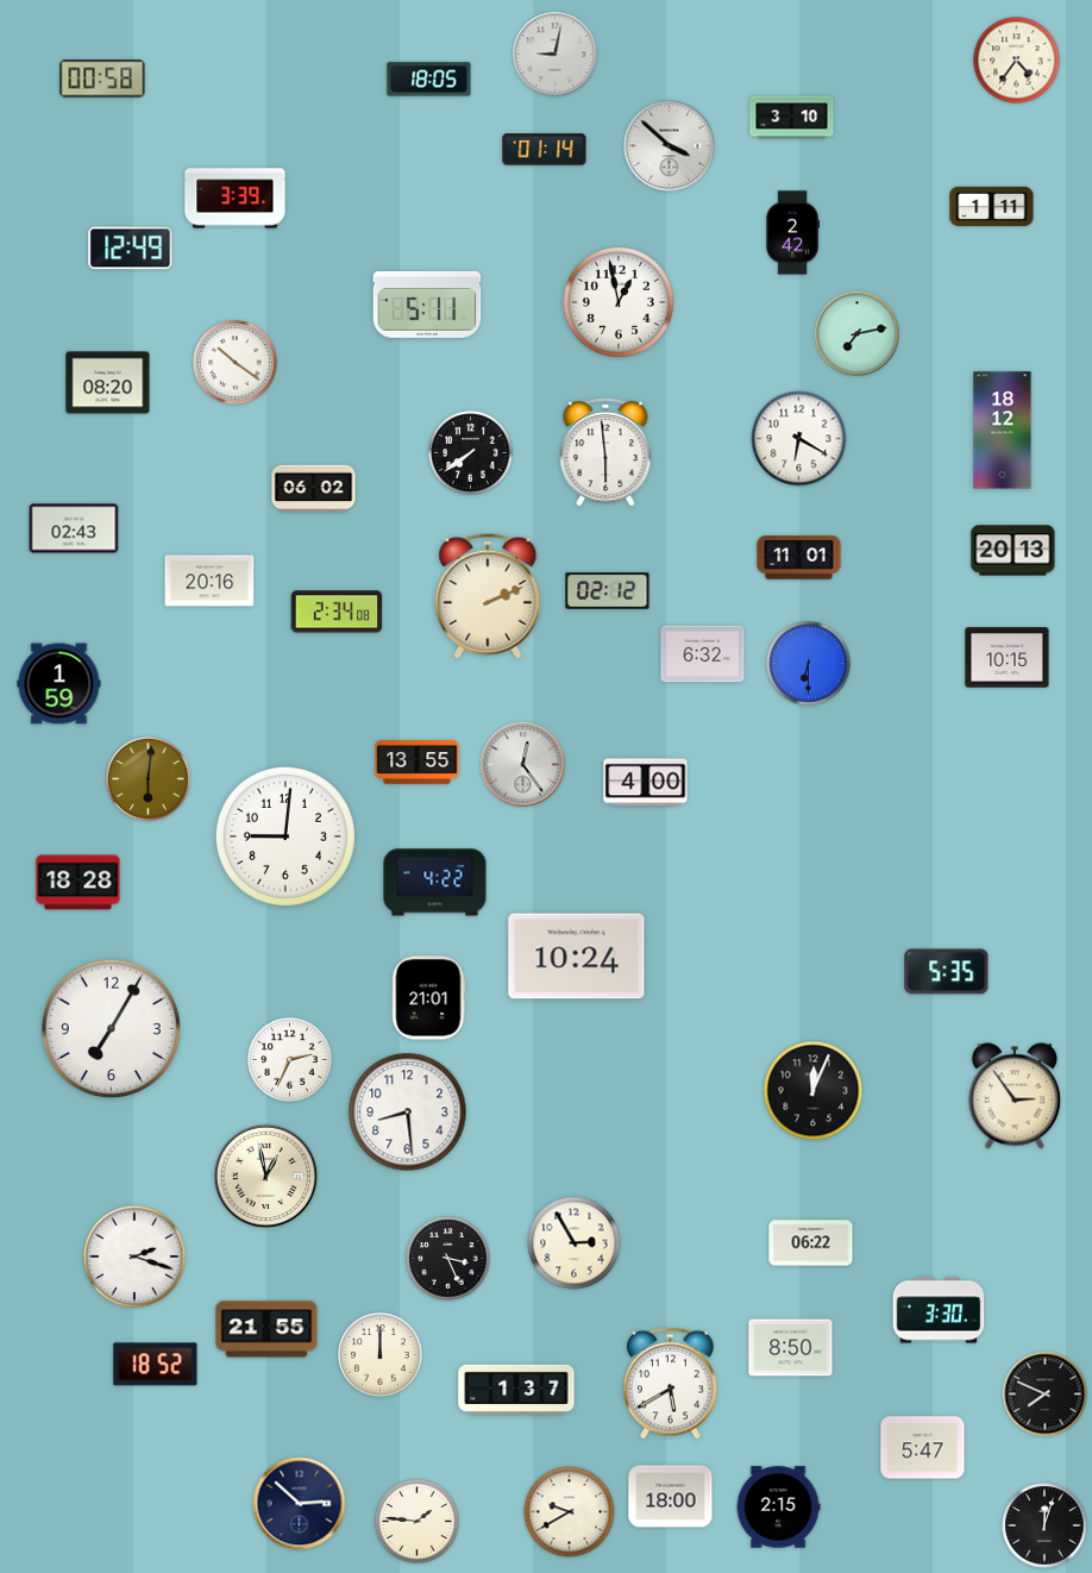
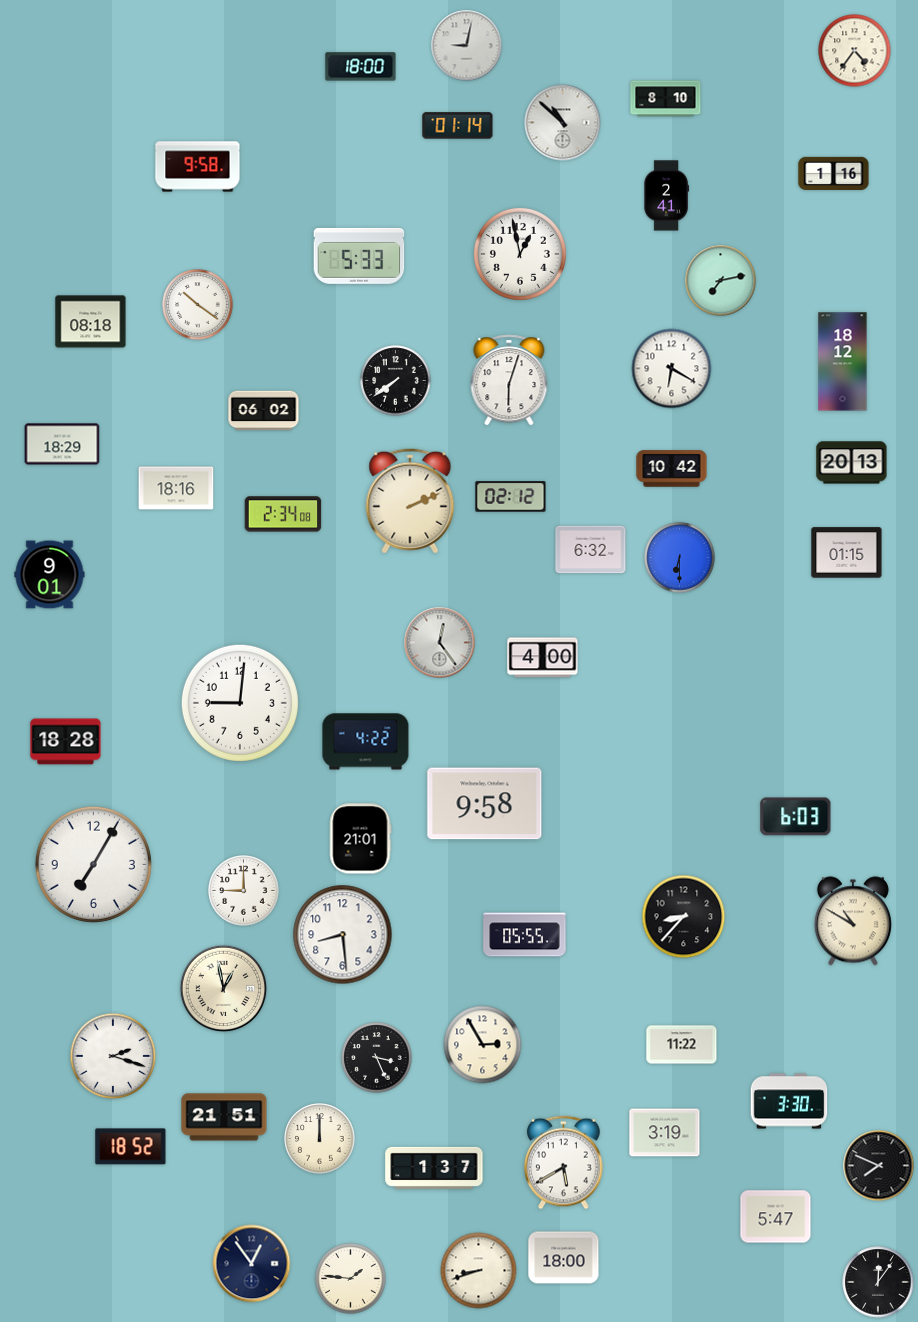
clock at (102, 79): 00:58 -> none
clock at (429, 80): 18:05 -> 18:00
clock at (792, 118): 3:10 -> 8:10
clock at (670, 146): 3:52 -> 10:52
clock at (236, 199): 3:39 -> 9:58
clock at (992, 206): 1:11 -> 1:16
clock at (792, 233): 2:42 -> 2:41
clock at (131, 249): 12:49 -> none
clock at (427, 305): 5:11 -> 5:33
clock at (108, 383): 08:20 -> 08:18
clock at (605, 452): 5:59 -> 6:03
clock at (74, 528): 02:43 -> 18:29
clock at (799, 558): 11:01 -> 10:42
clock at (209, 581): 20:16 -> 18:16
clock at (1008, 658): 10:15 -> 01:15
clock at (59, 684): 1:59 -> 9:01
clock at (418, 763): 13:55 -> none
clock at (149, 779): 6:01 -> none
clock at (577, 957): 10:24 -> 9:58
clock at (947, 972): 5:35 -> 6:03
clock at (290, 1060): 2:34 -> 9:00
clock at (814, 1091): 12:04 -> 8:37
clock at (1015, 1096): 2:54 -> 10:50
clock at (525, 935): none -> 05:55
clock at (811, 1243): 06:22 -> 11:22
clock at (266, 1329): 21:55 -> 21:51
clock at (791, 1348): 8:50 -> 3:19
clock at (1046, 1395) position: (1046, 1395) -> (879, 1166)
clock at (300, 1504): 2:52 -> 12:54
clock at (778, 1508): 2:15 -> none
clock at (570, 1512): 9:40 -> 8:42
clock at (1044, 1525): 12:03 -> 12:06
